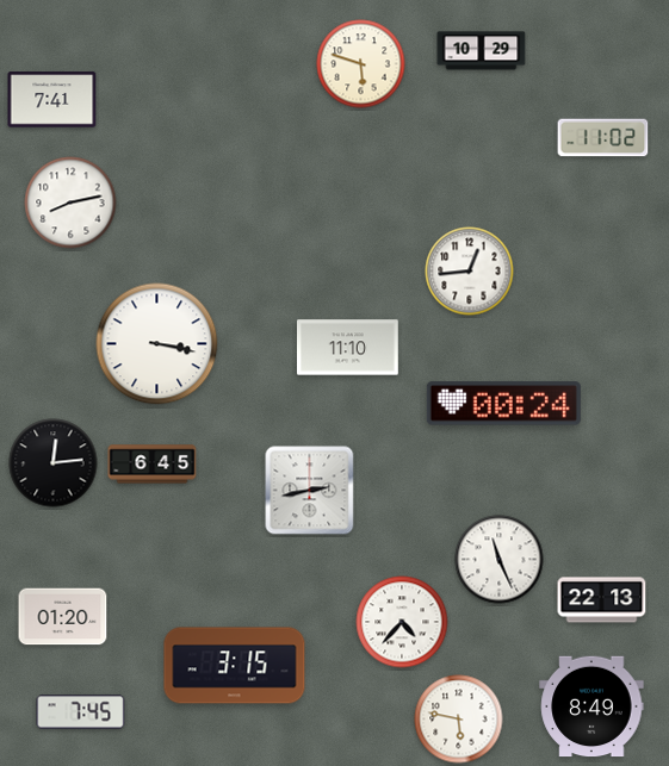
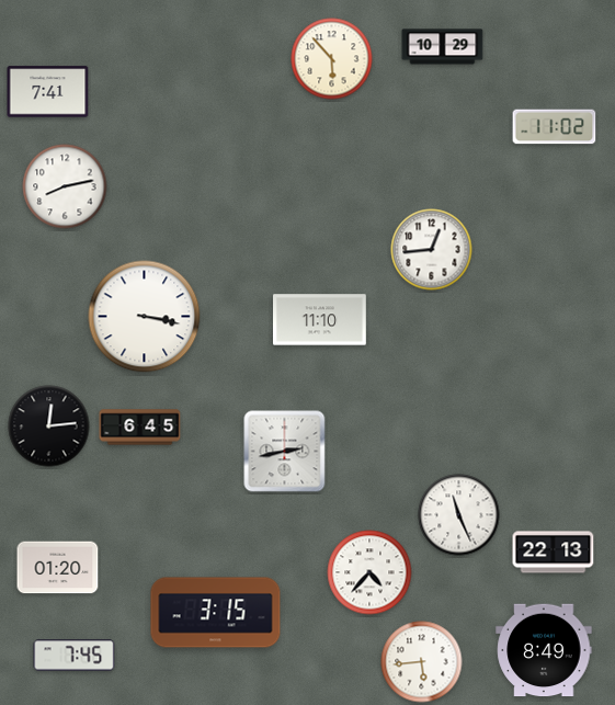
clock at (361, 64): 5:48 -> 5:53
clock at (503, 404): 00:24 -> none
clock at (459, 720): 5:47 -> 5:44
